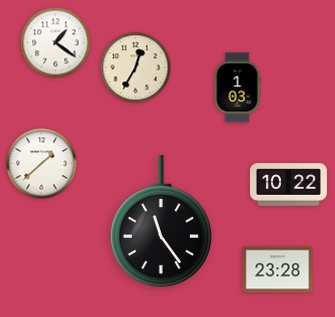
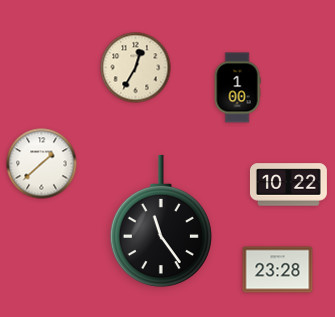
clock at (56, 43): 1:21 -> none
clock at (237, 88): 1:03 -> 1:00
